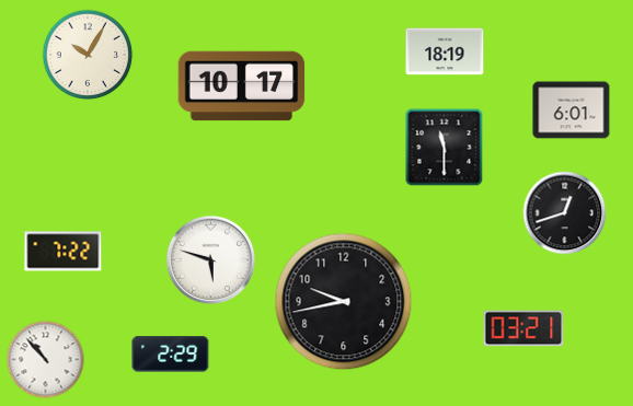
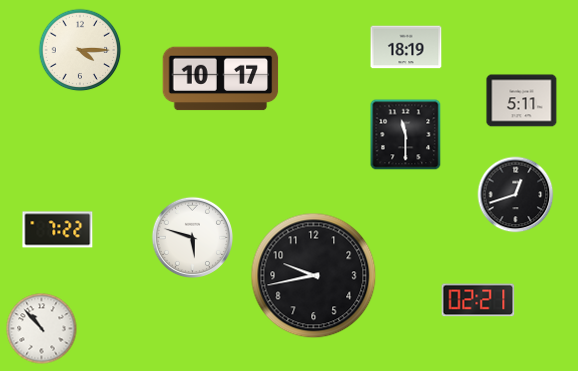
clock at (88, 55): 10:05 -> 4:15
clock at (572, 111): 6:01 -> 5:11
clock at (523, 328): 03:21 -> 02:21
clock at (171, 355): 2:29 -> none
